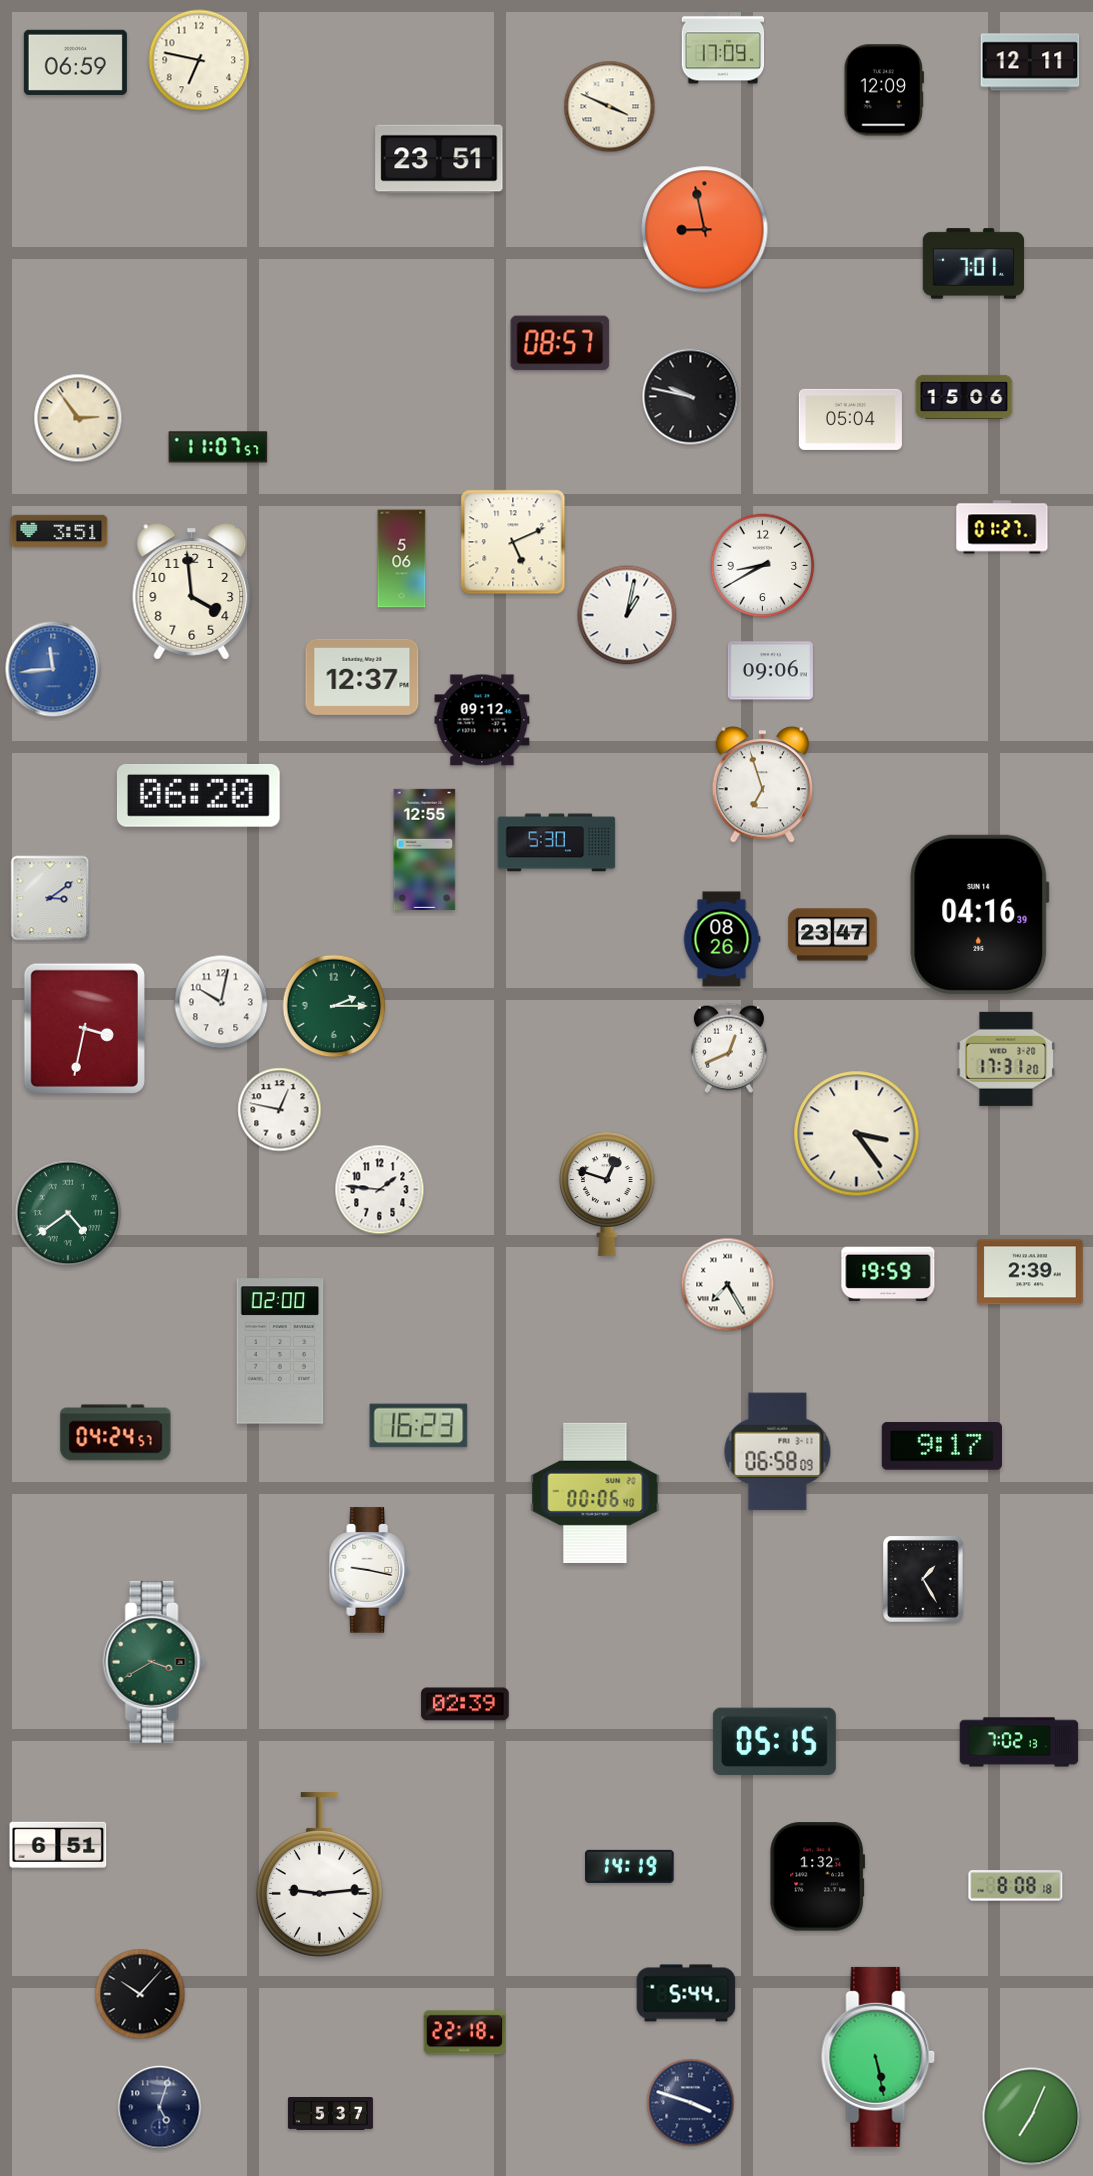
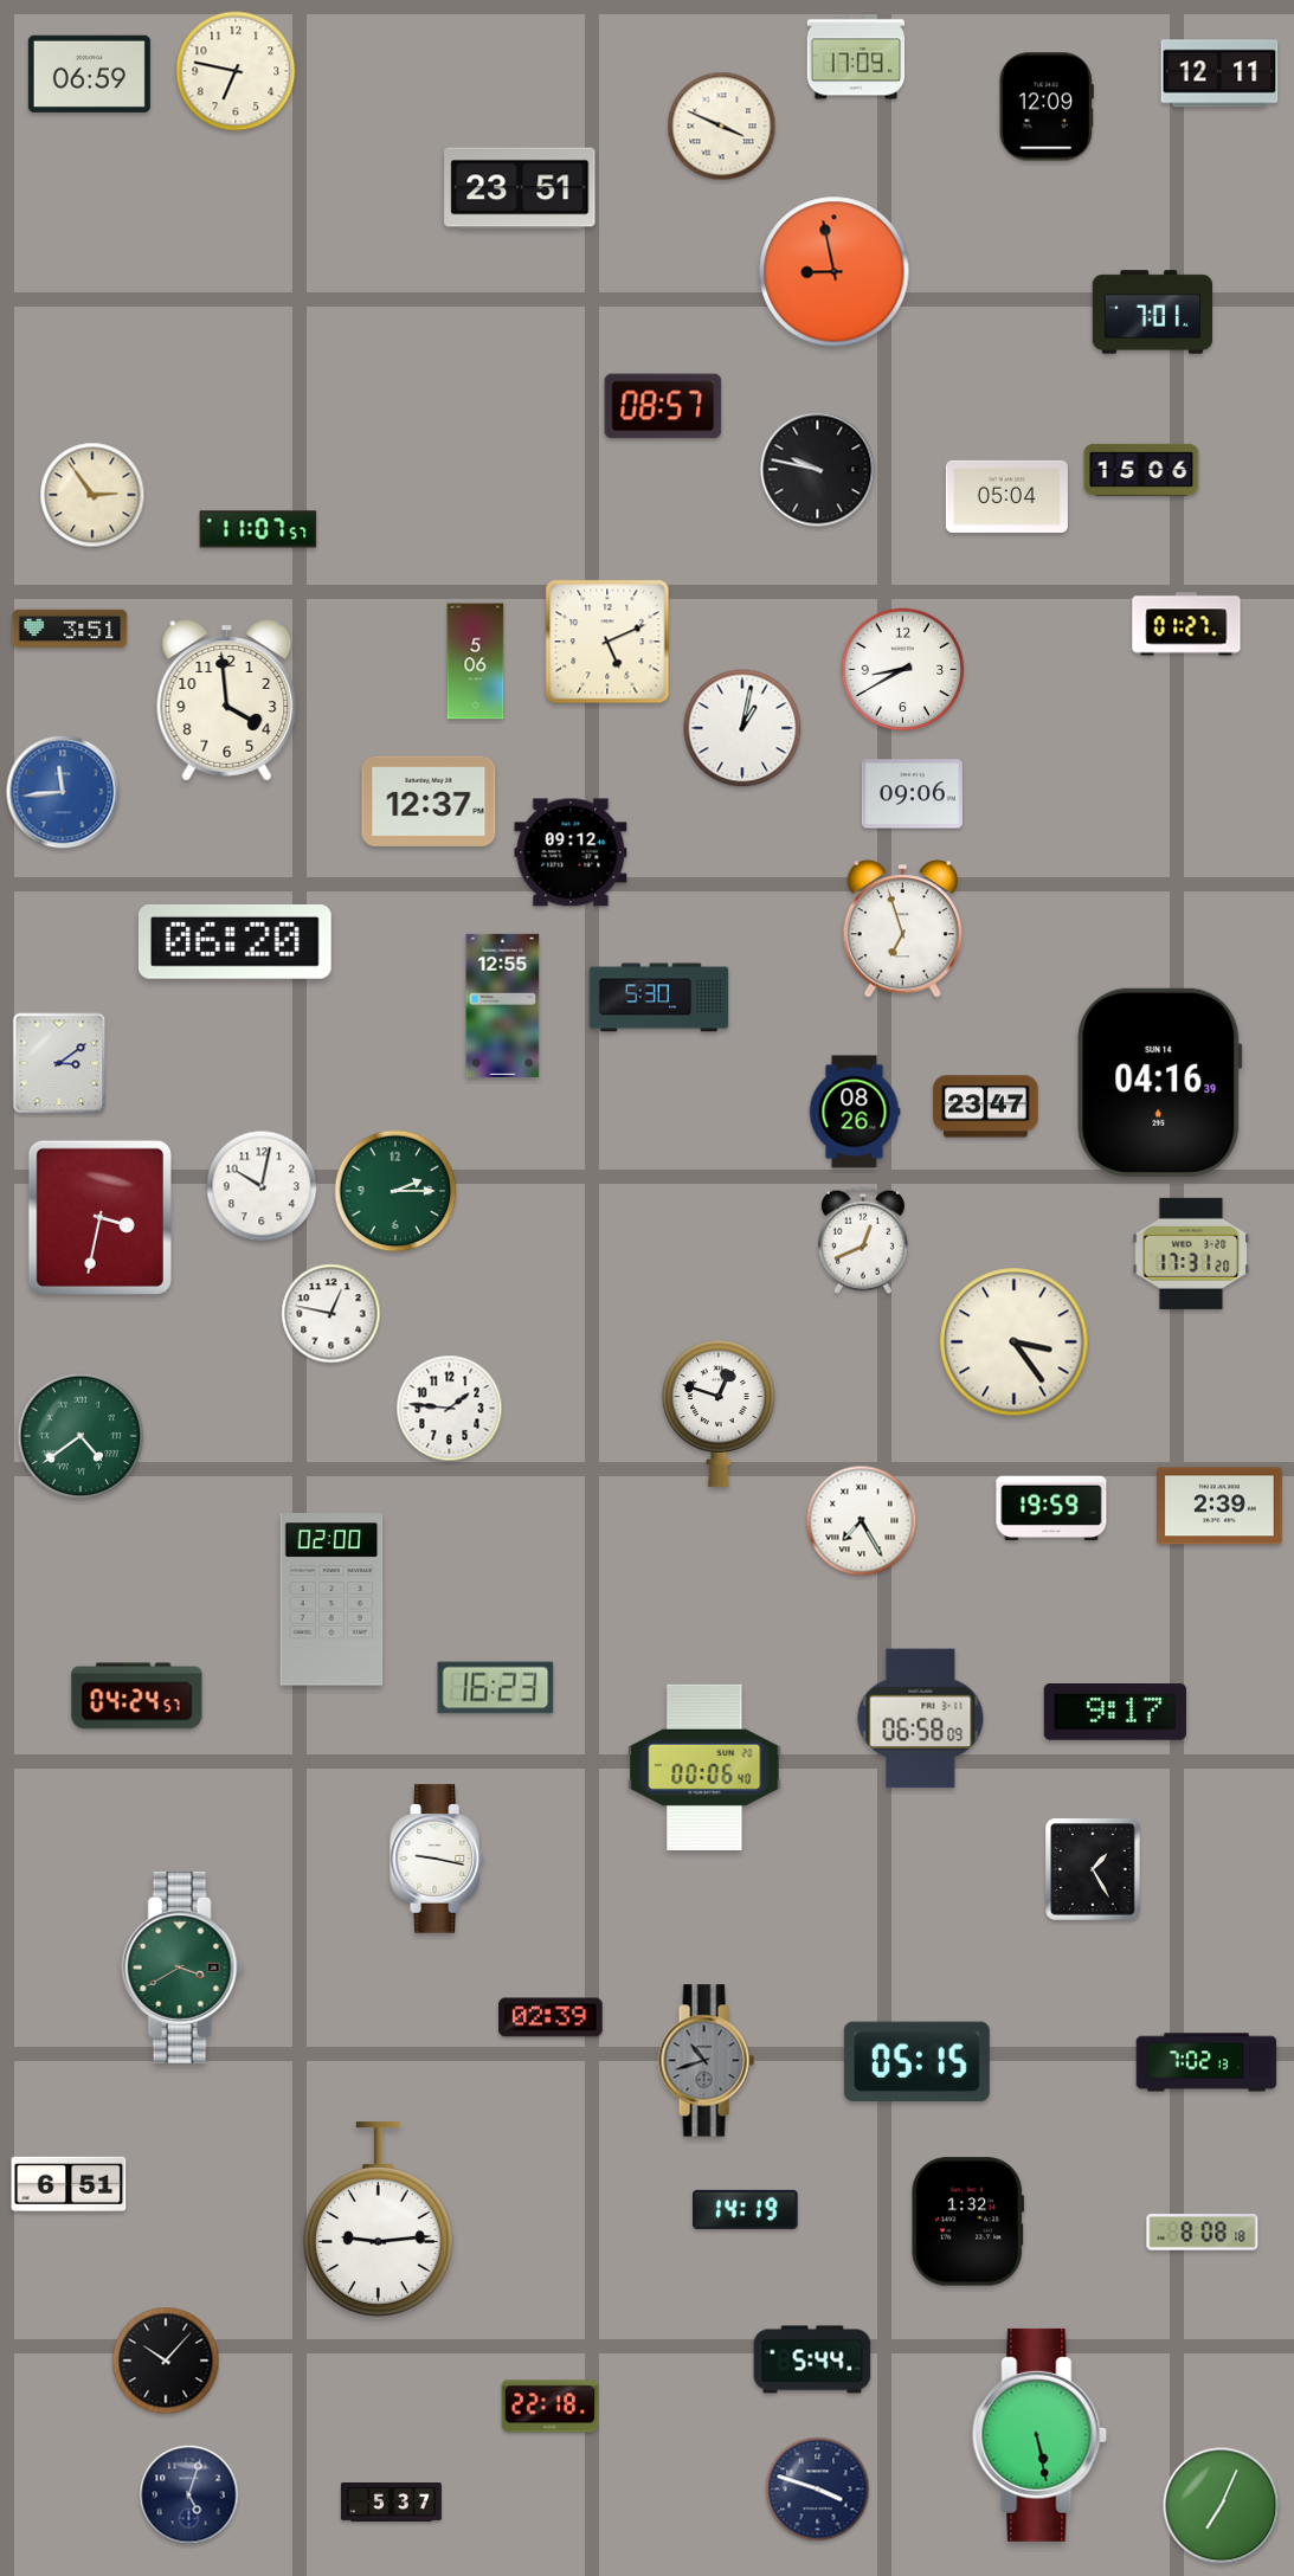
clock at (706, 2061): none -> 10:42
